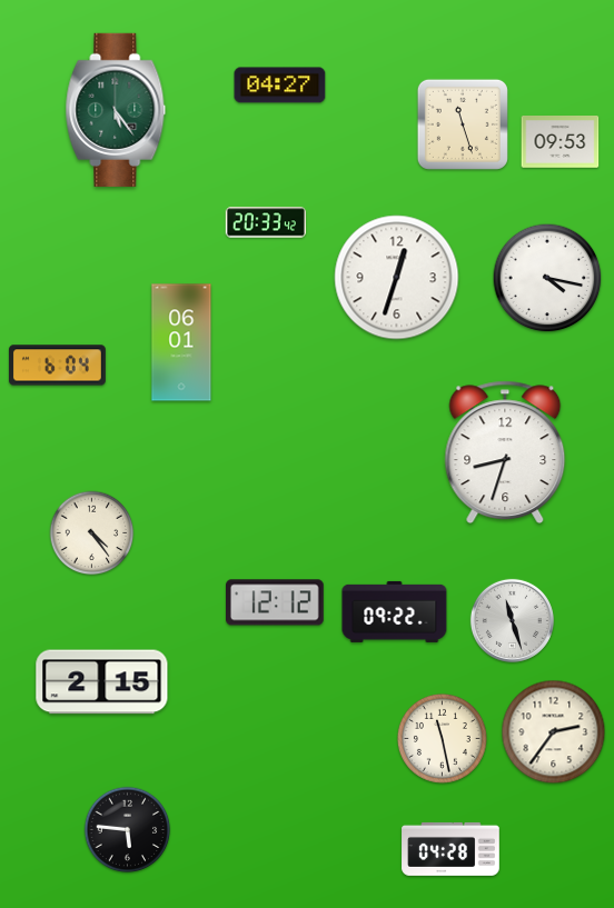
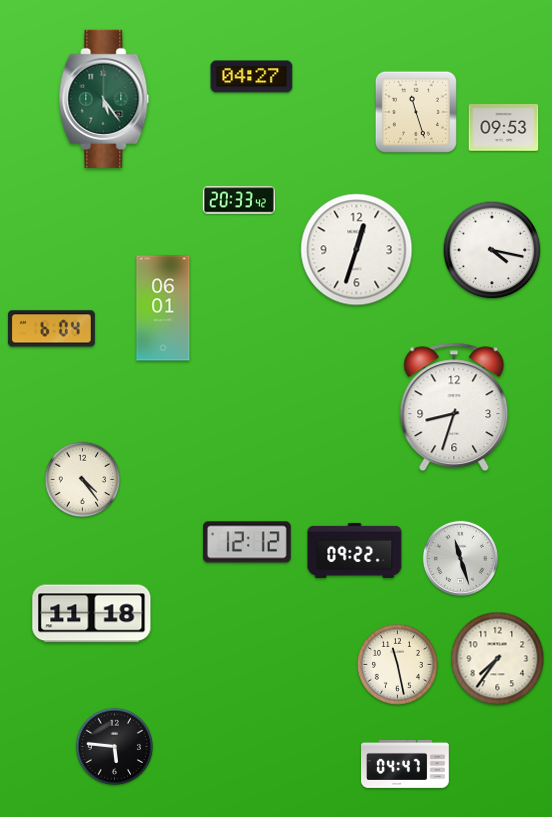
clock at (102, 682): 2:15 -> 11:18
clock at (554, 732): 2:36 -> 7:36
clock at (450, 849): 04:28 -> 04:47
